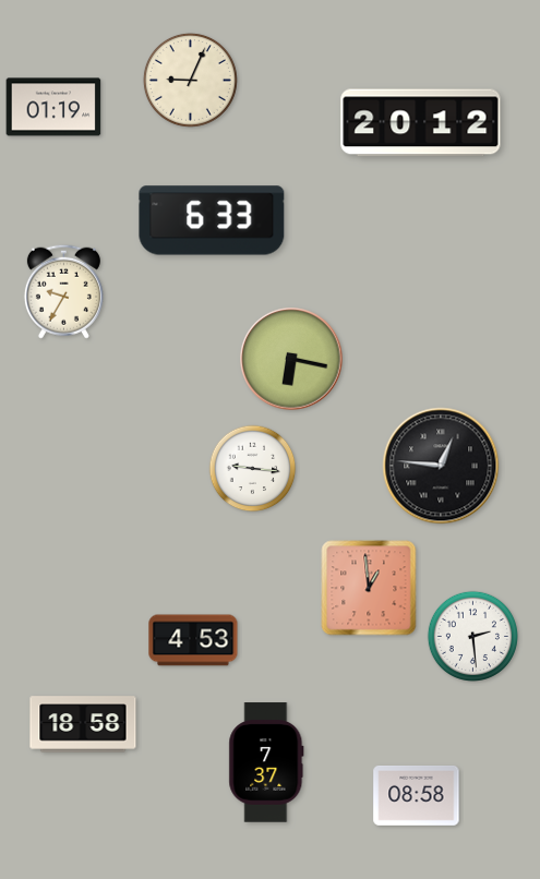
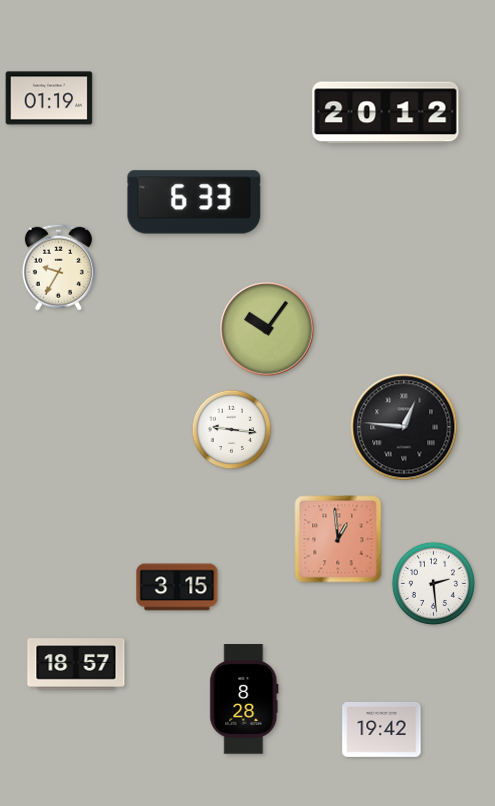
clock at (190, 80): 9:04 -> none
clock at (291, 359): 6:17 -> 10:06
clock at (193, 640): 4:53 -> 3:15
clock at (83, 724): 18:58 -> 18:57
clock at (266, 762): 7:37 -> 8:28
clock at (417, 795): 08:58 -> 19:42
